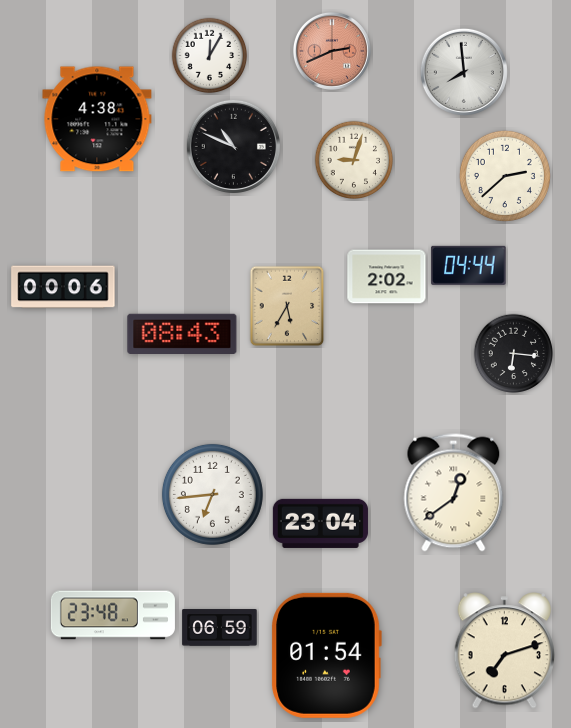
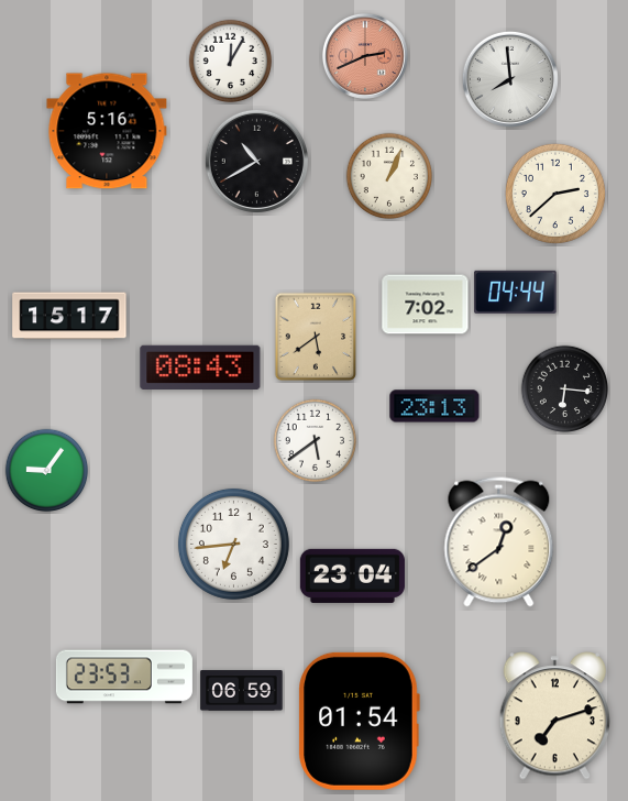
clock at (97, 119): 4:38 -> 5:16
clock at (233, 146): 10:49 -> 10:40
clock at (354, 160): 9:03 -> 1:04
clock at (387, 277): 2:02 -> 7:02
clock at (63, 287): 00:06 -> 15:17
clock at (287, 306): 5:35 -> 5:39
clock at (434, 406): none -> 23:13
clock at (316, 441): none -> 5:39
clock at (47, 471): none -> 9:06
clock at (113, 615): 23:48 -> 23:53
